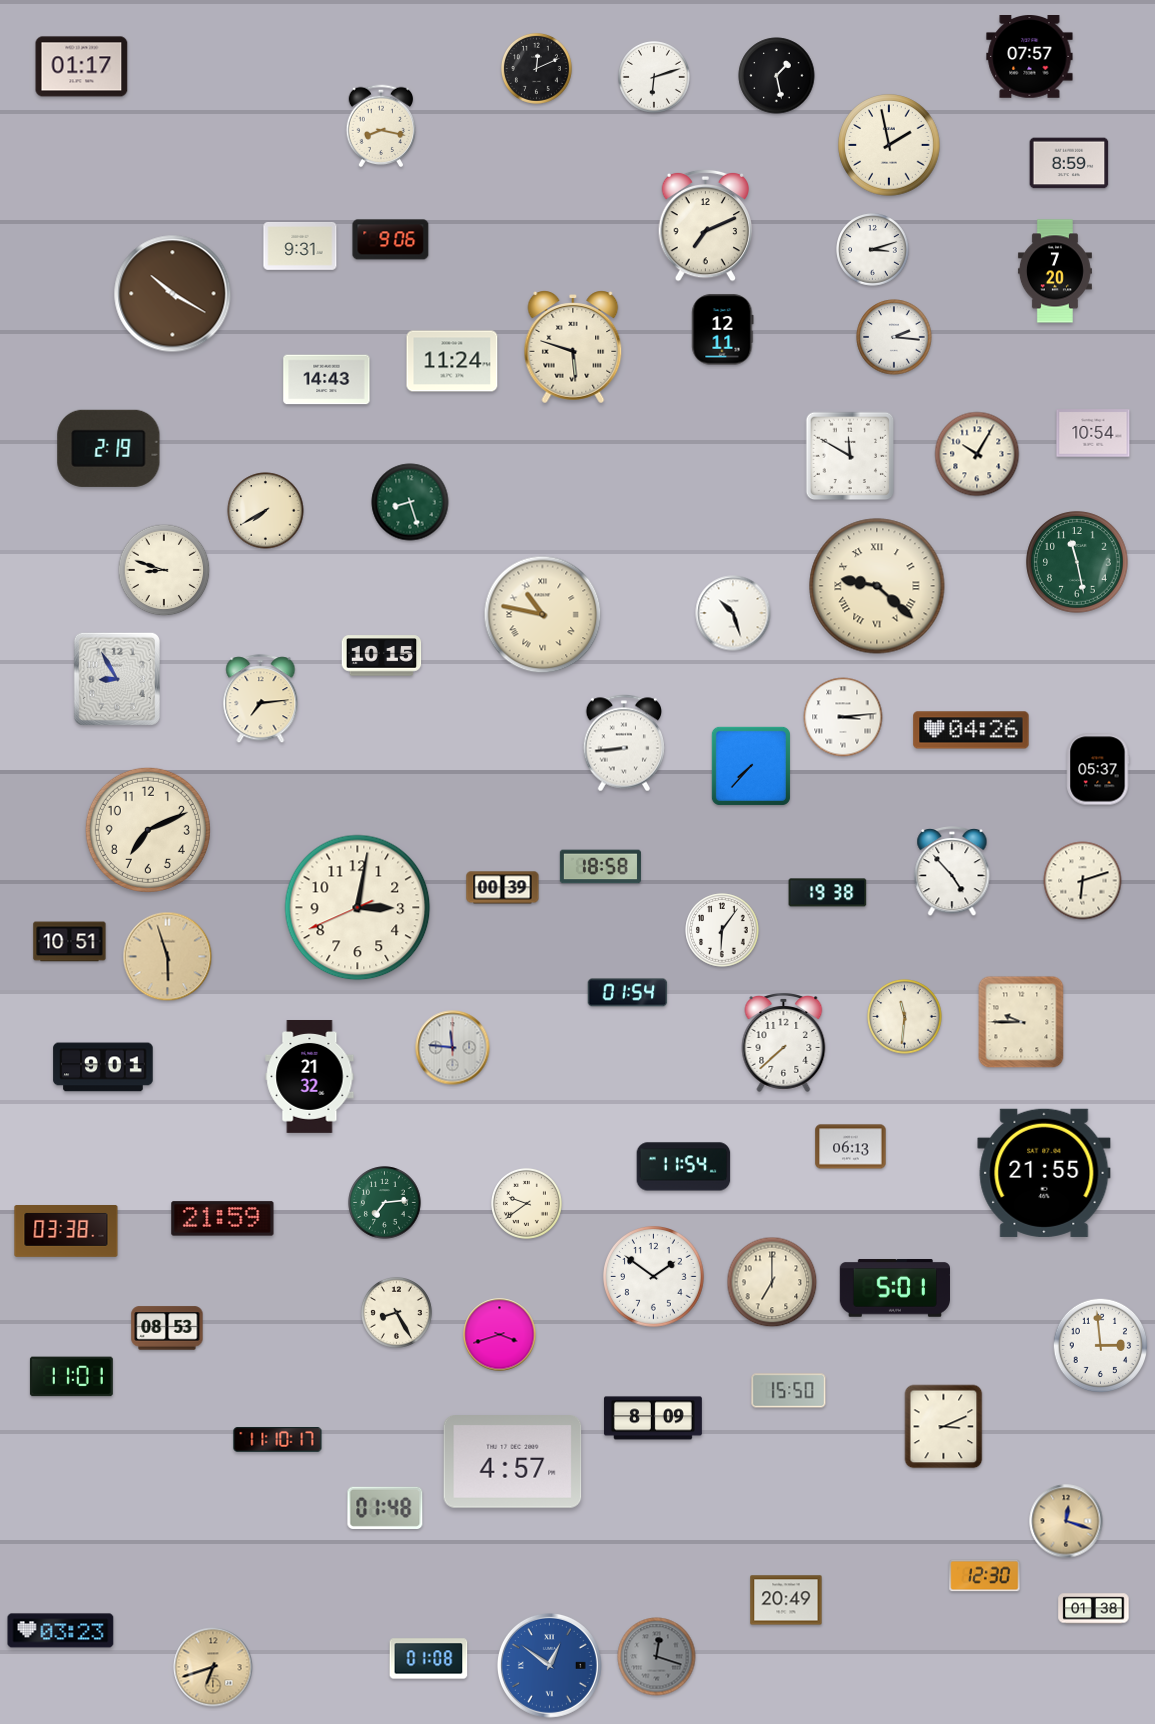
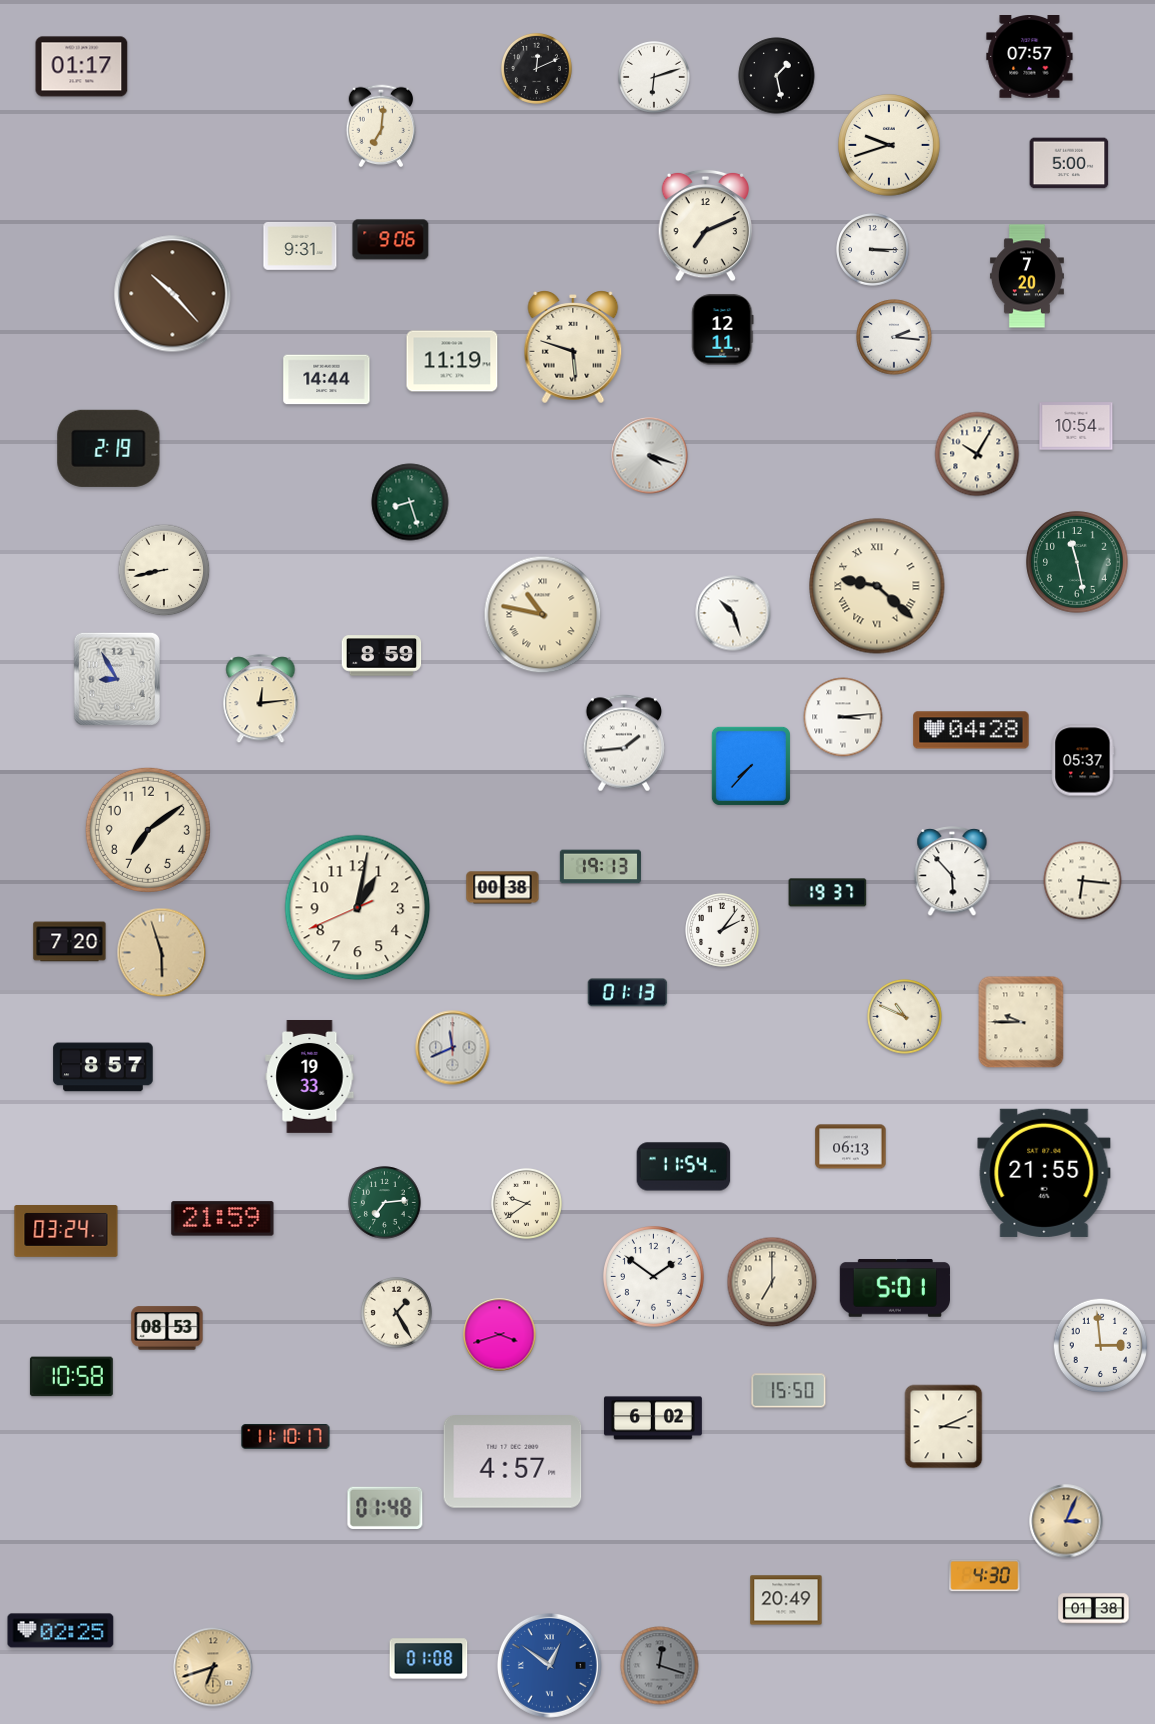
clock at (381, 126): 8:17 -> 7:01
clock at (889, 145): 1:58 -> 9:42
clock at (1069, 163): 8:59 -> 5:00
clock at (873, 250): 3:12 -> 3:15
clock at (1055, 271) position: (1055, 271) -> (1027, 276)
clock at (173, 294): 10:20 -> 10:23
clock at (452, 361): 11:24 -> 11:19
clock at (327, 380): 14:43 -> 14:44
clock at (1093, 433) position: (1093, 433) -> (1076, 426)
clock at (650, 456): none -> 4:18
clock at (850, 456): 11:50 -> none
clock at (266, 511): 7:40 -> none
clock at (164, 570): 8:48 -> 8:43
clock at (382, 656): 10:15 -> 8:59
clock at (261, 699): 7:14 -> 12:14
clock at (971, 730): 04:26 -> 04:28
clock at (624, 743): 8:44 -> 1:44
clock at (1098, 769) position: (1098, 769) -> (1083, 760)
clock at (148, 830): 7:11 -> 7:09
clock at (600, 867): 18:58 -> 19:13
clock at (952, 872): 4:53 -> 5:53
clock at (1083, 881): 6:12 -> 6:16
clock at (503, 888): 00:39 -> 00:38
clock at (828, 893): 19:38 -> 19:37
clock at (358, 908): 3:01 -> 1:01
clock at (722, 930): 6:06 -> 2:06
clock at (70, 942): 10:51 -> 7:20
clock at (168, 957) position: (168, 957) -> (162, 953)
clock at (628, 993): 01:54 -> 01:13
clock at (905, 1017): 11:31 -> 10:49
clock at (784, 1043): 7:38 -> none
clock at (453, 1048): 11:46 -> 11:41
clock at (103, 1067): 9:01 -> 8:57
clock at (310, 1077): 21:32 -> 19:33
clock at (66, 1232): 03:38 -> 03:24
clock at (396, 1312): 8:25 -> 1:25
clock at (71, 1377): 11:01 -> 10:58
clock at (653, 1418): 8:09 -> 6:02
clock at (278, 1440) position: (278, 1440) -> (286, 1437)
clock at (1066, 1521): 12:18 -> 3:04
clock at (985, 1576): 12:30 -> 4:30
clock at (61, 1631): 03:23 -> 02:25
clock at (657, 1657) position: (657, 1657) -> (660, 1666)
